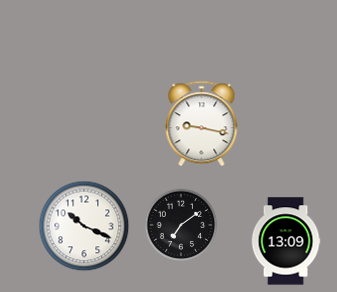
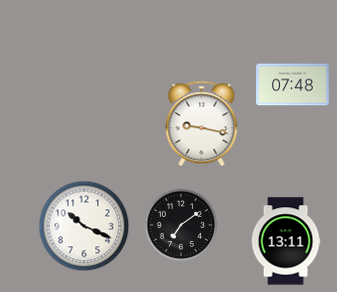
clock at (293, 85): none -> 07:48
clock at (286, 241): 13:09 -> 13:11
